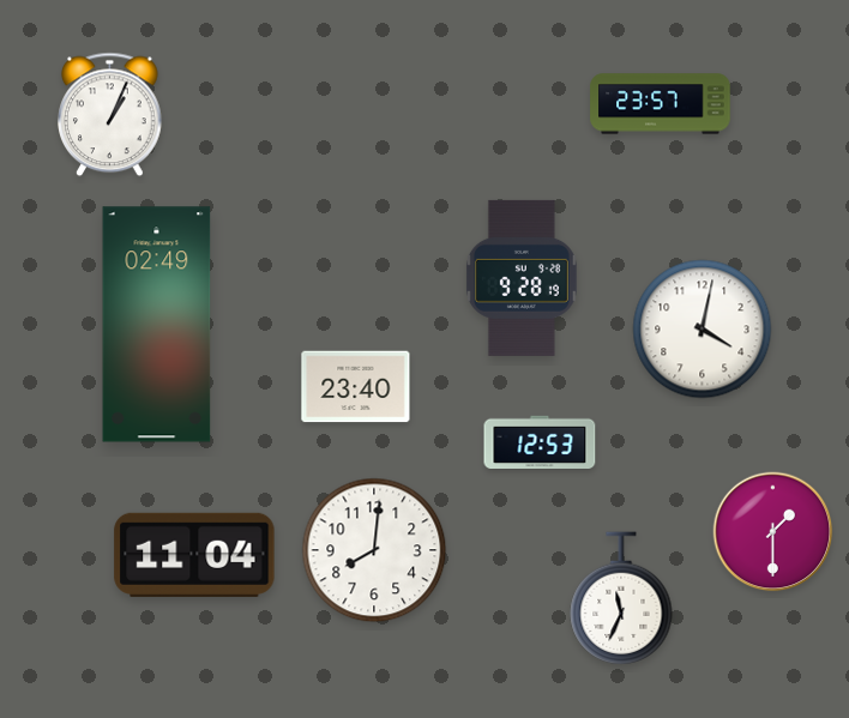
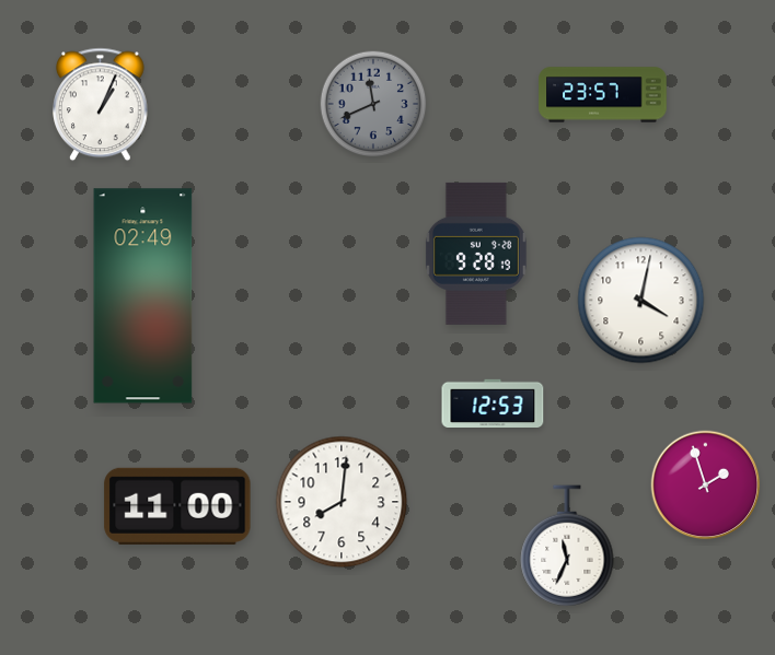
clock at (373, 104): none -> 11:41
clock at (356, 387): 23:40 -> none
clock at (773, 532): 1:30 -> 1:57
clock at (194, 555): 11:04 -> 11:00
